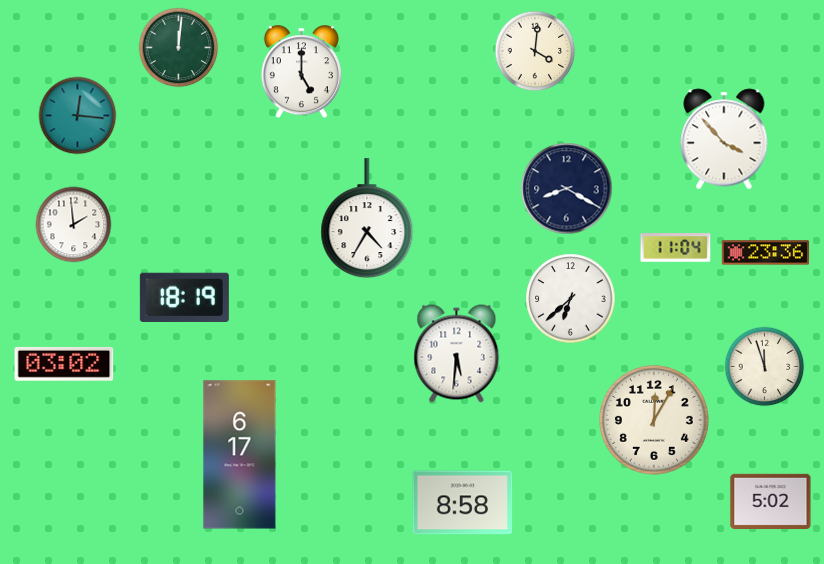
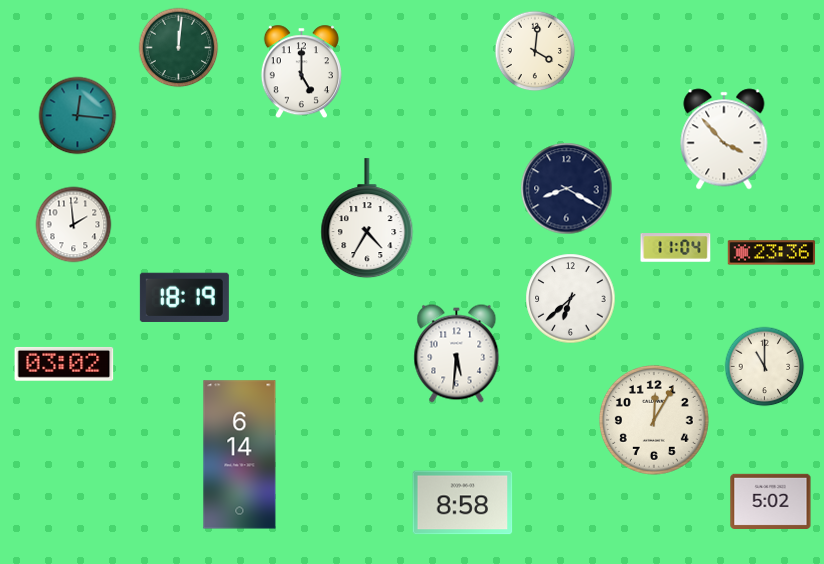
clock at (766, 253) position: (766, 253) -> (772, 253)
clock at (765, 367): 11:57 -> 11:00
clock at (240, 455): 6:17 -> 6:14
